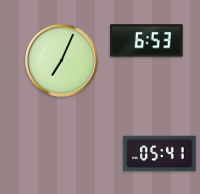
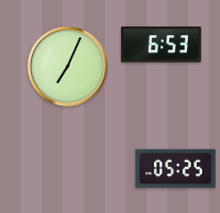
clock at (160, 154): 05:41 -> 05:25
